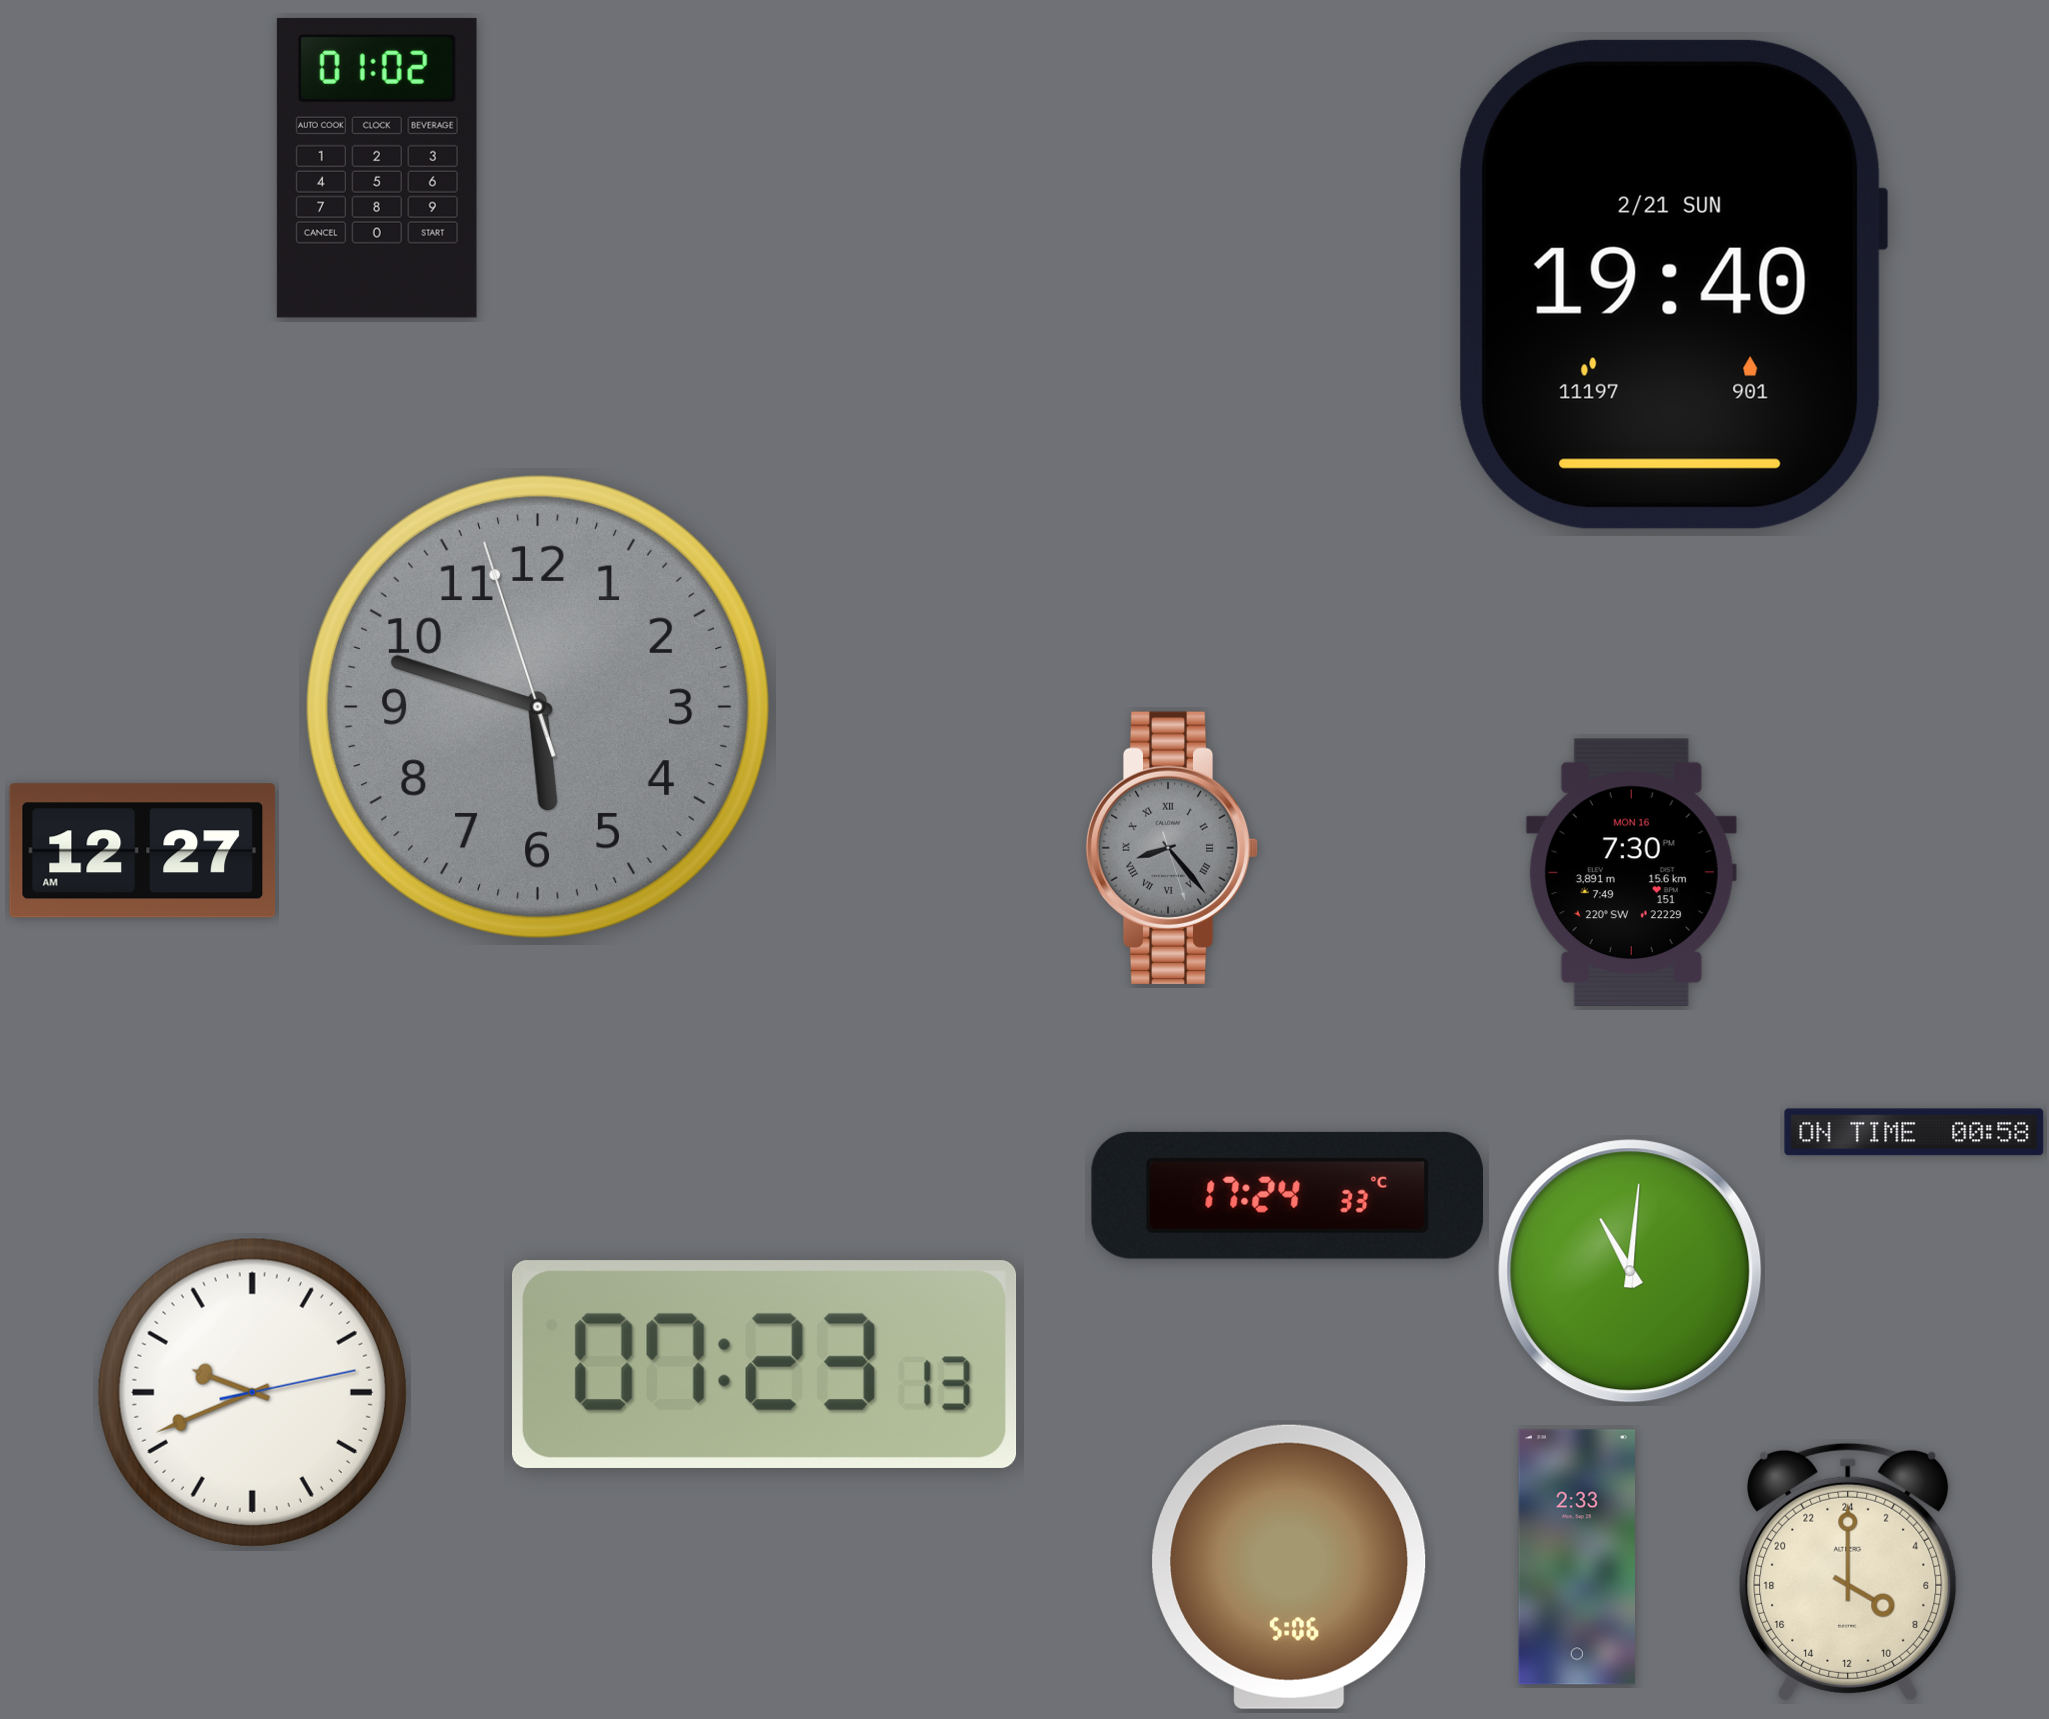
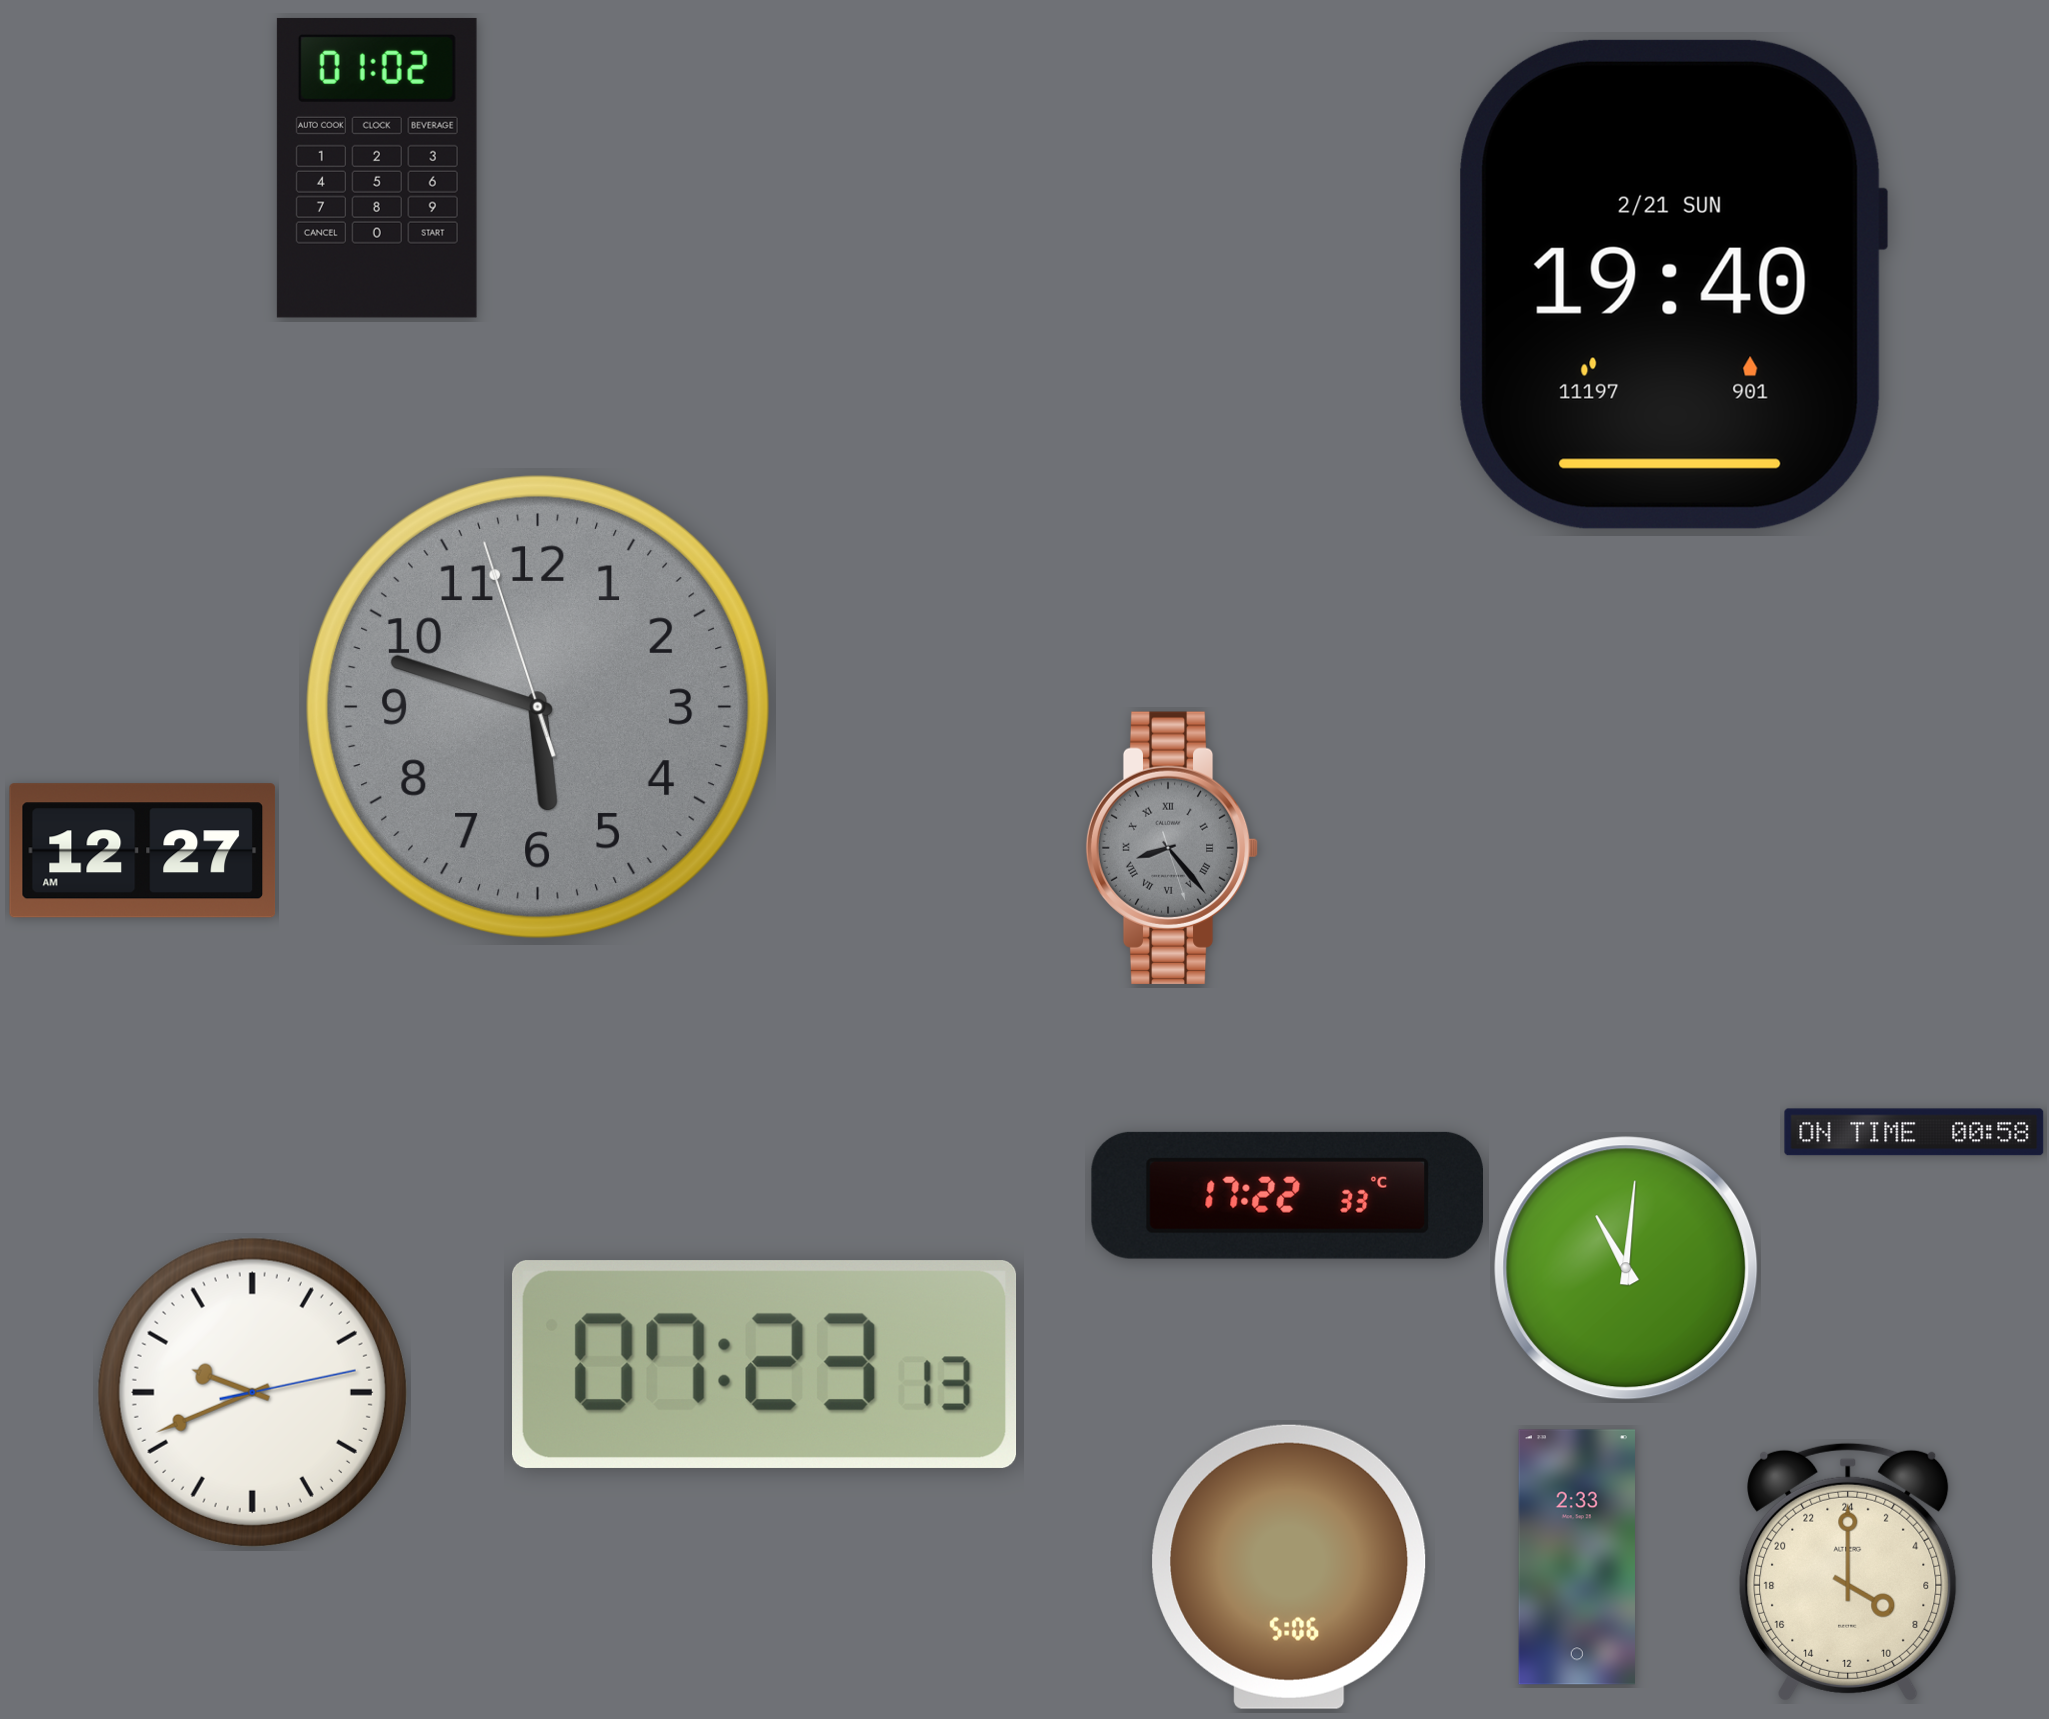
clock at (1631, 872): 7:30 -> none
clock at (1287, 1195): 17:24 -> 17:22
clock at (1630, 1271) position: (1630, 1271) -> (1626, 1268)
